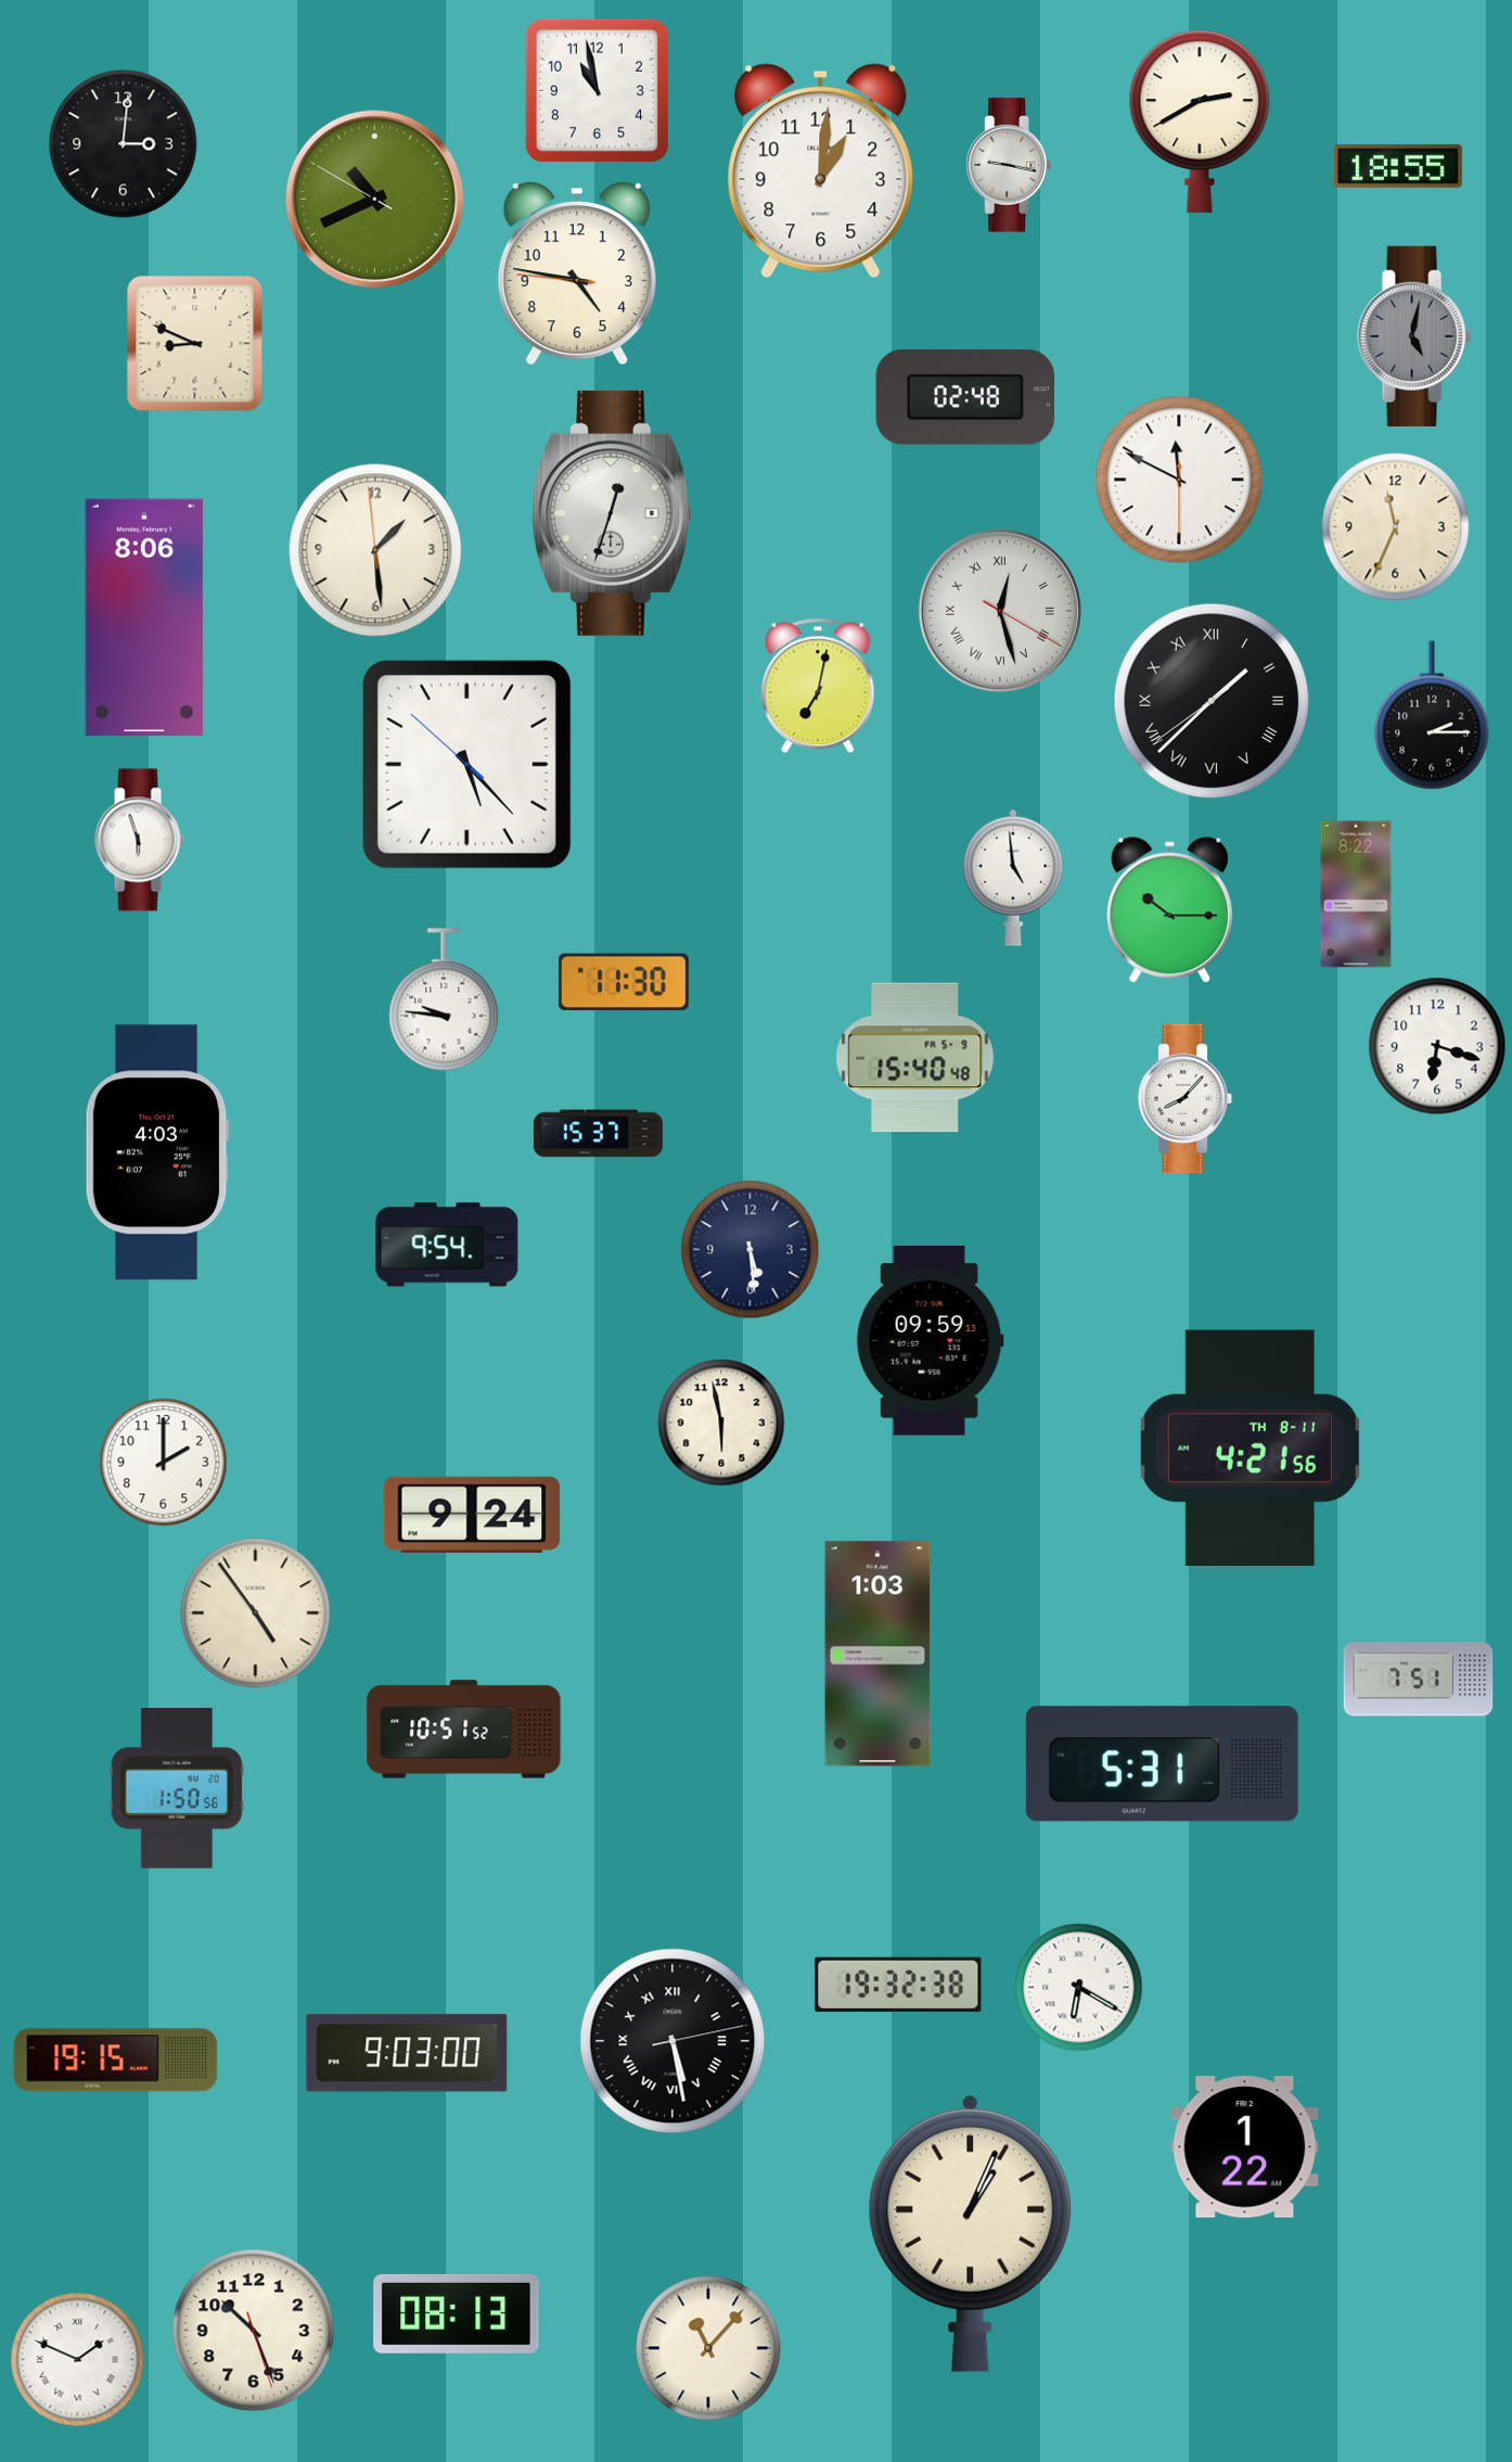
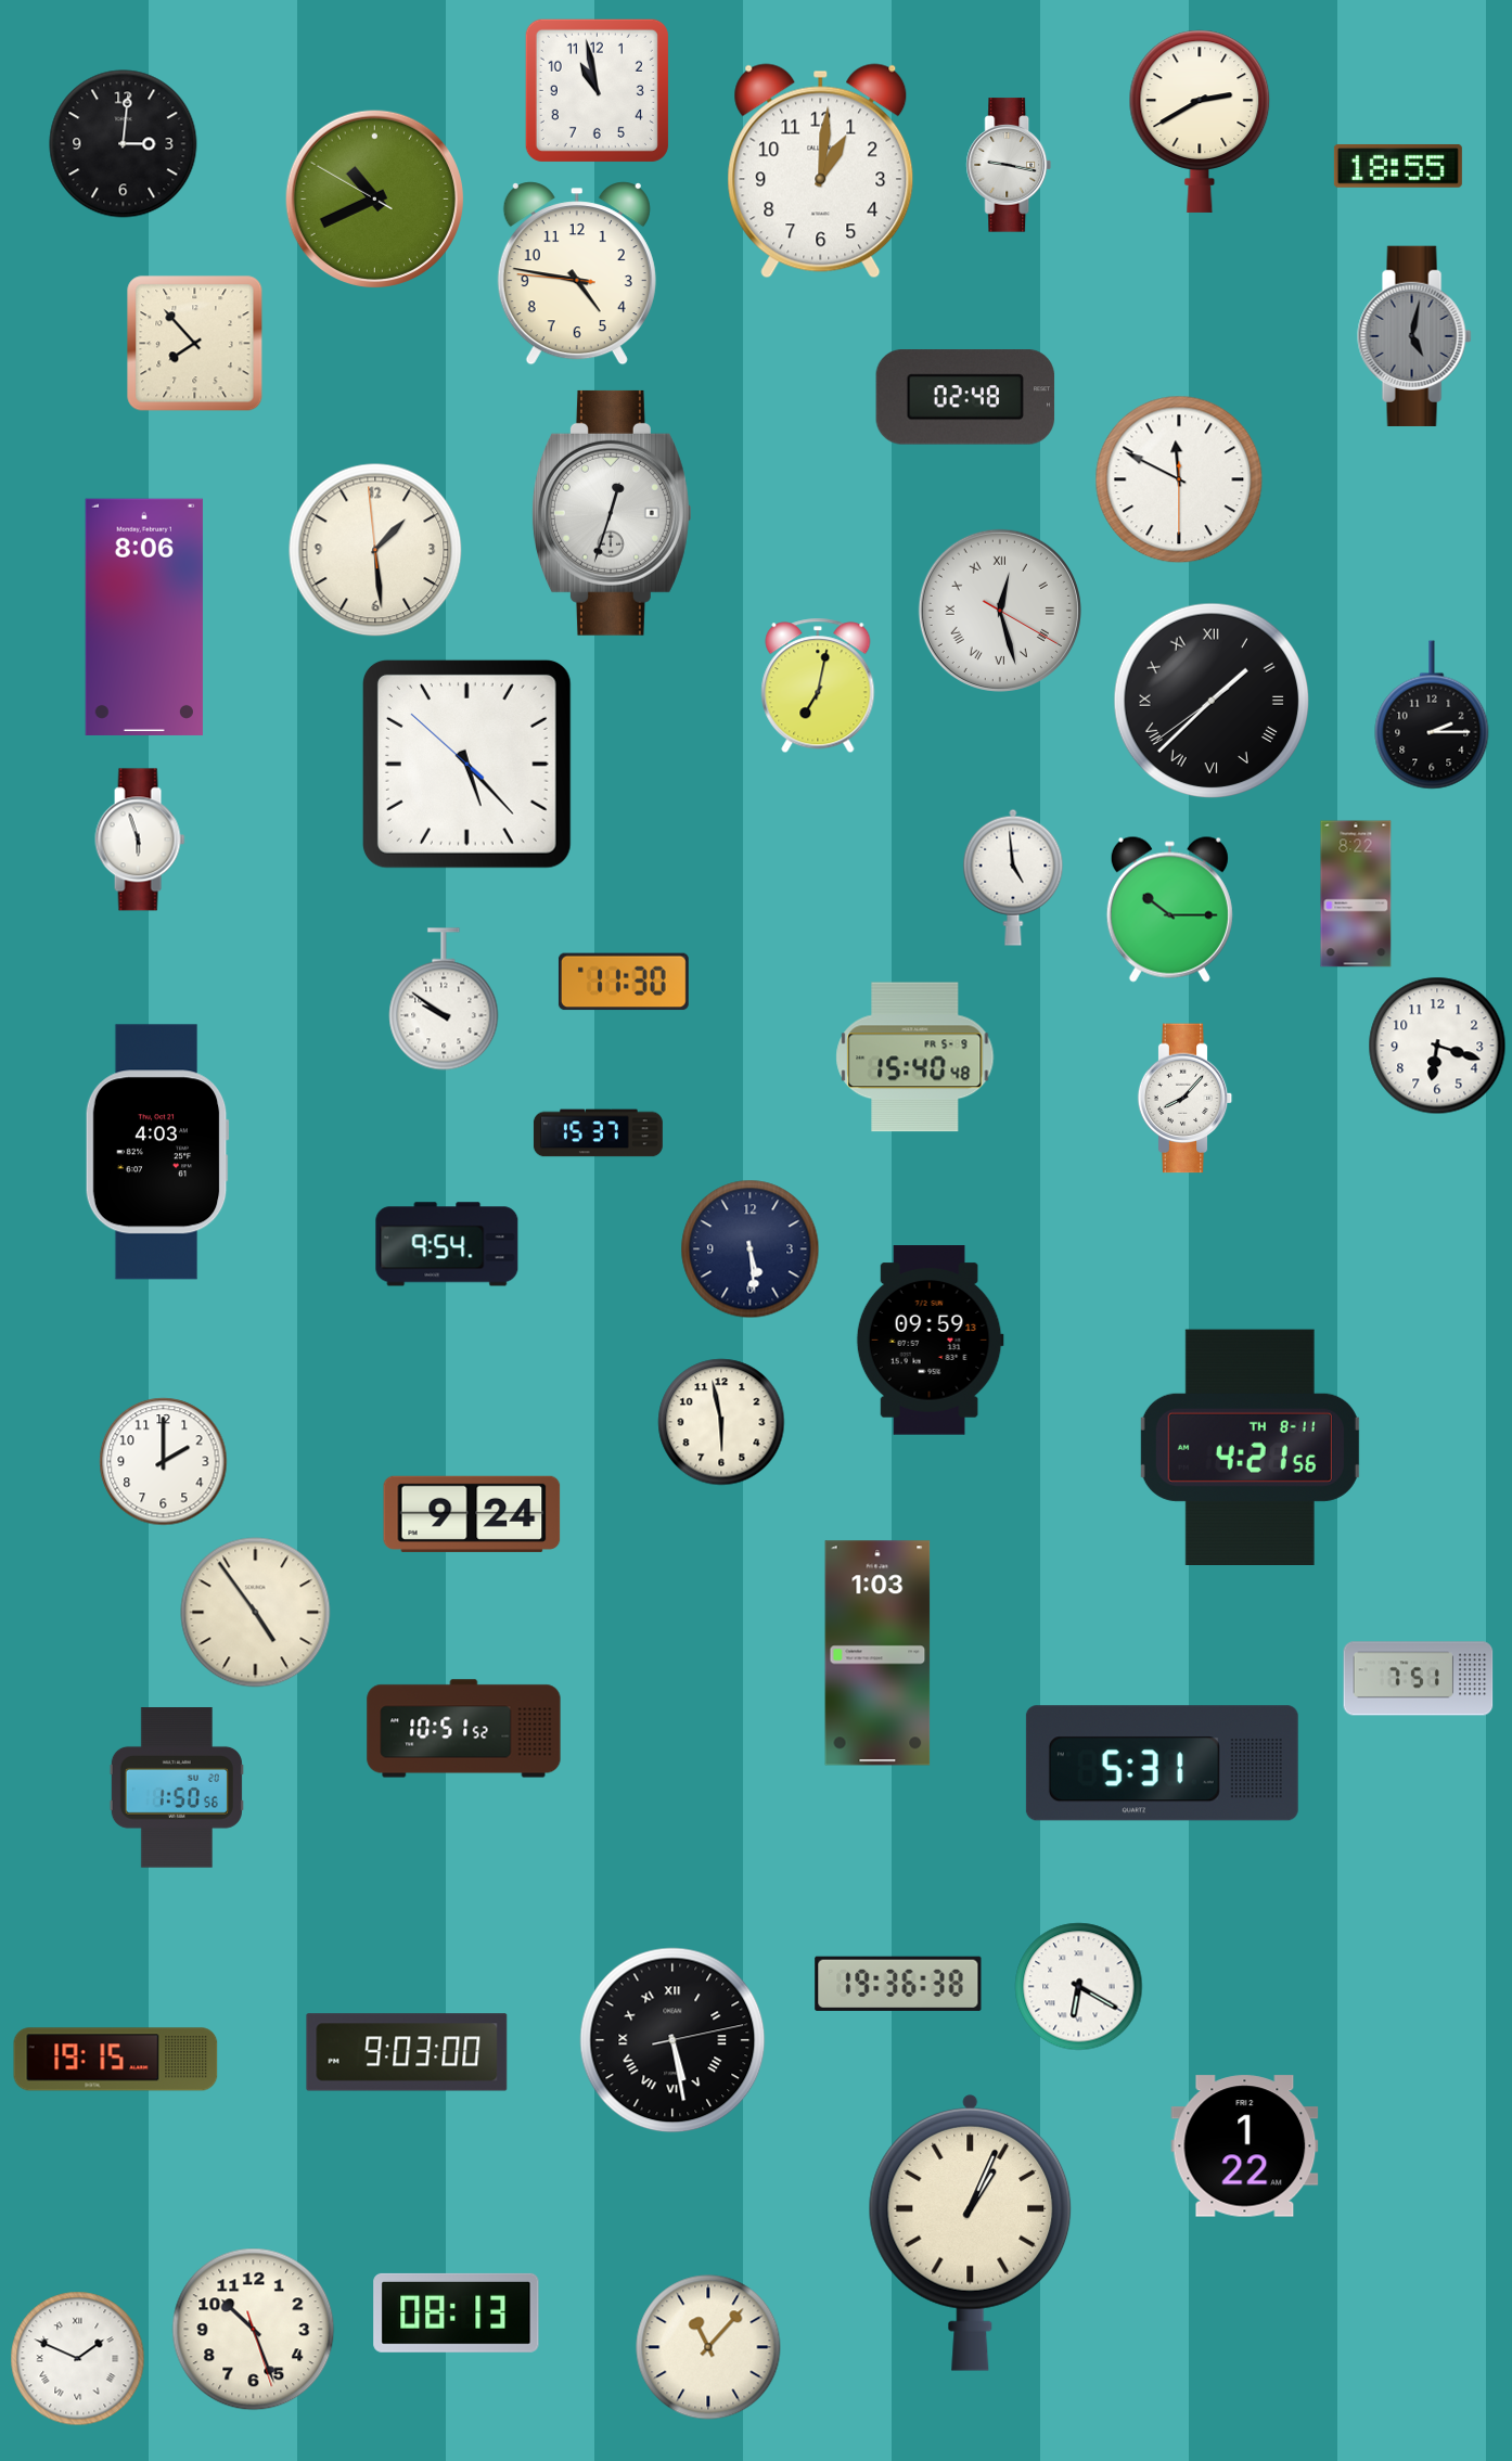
clock at (195, 344): 8:49 -> 7:53
clock at (1396, 527): 11:34 -> none
clock at (444, 999): 9:46 -> 9:51
clock at (898, 1985): 19:32 -> 19:36
